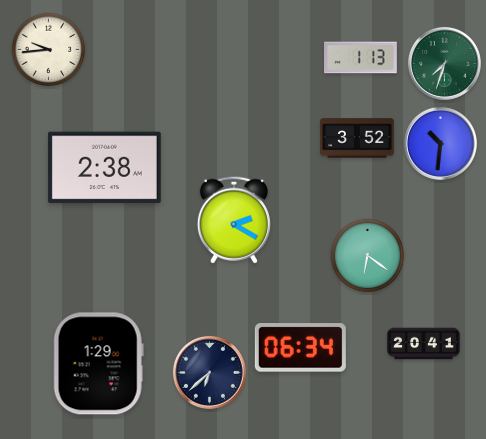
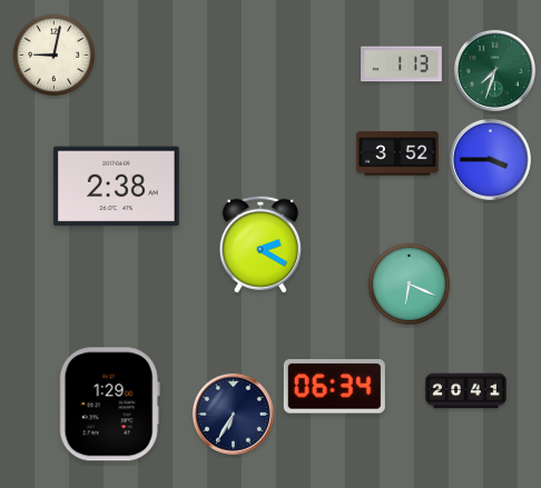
clock at (49, 50): 9:44 -> 9:02
clock at (440, 143): 10:31 -> 3:45
clock at (368, 256): 6:21 -> 6:19
clock at (424, 344) position: (424, 344) -> (466, 391)
clock at (209, 372): 6:38 -> 6:35
